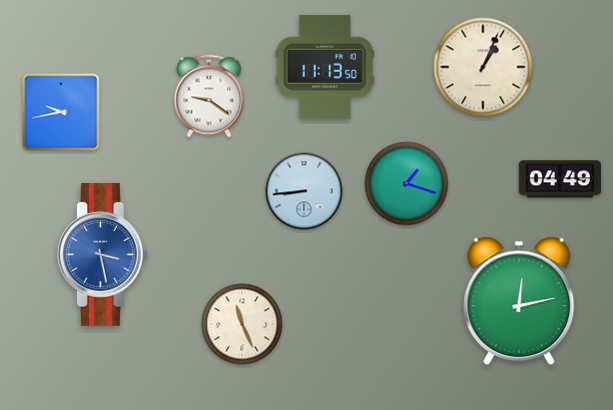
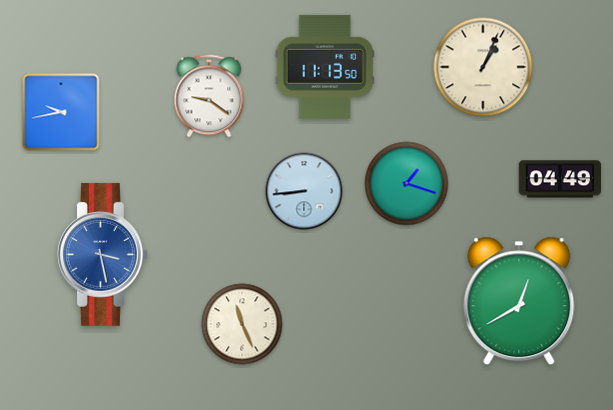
clock at (519, 301): 12:13 -> 12:40
